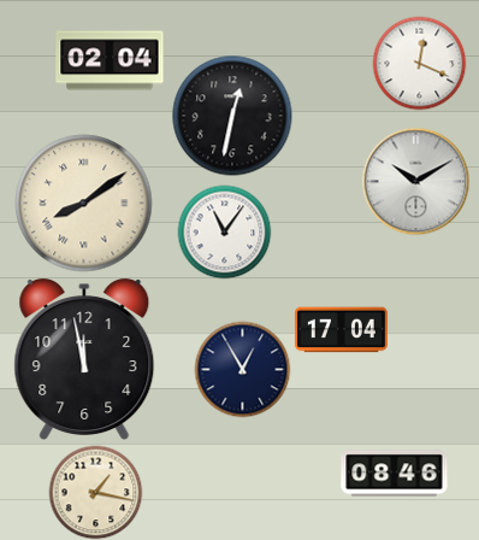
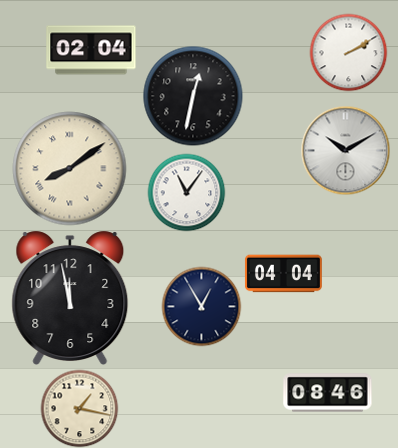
clock at (419, 63): 12:19 -> 2:10
clock at (341, 330): 17:04 -> 04:04
